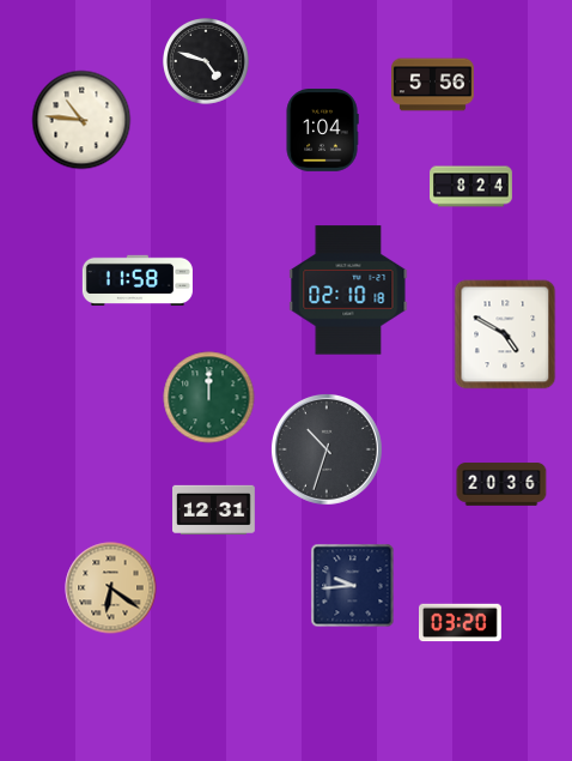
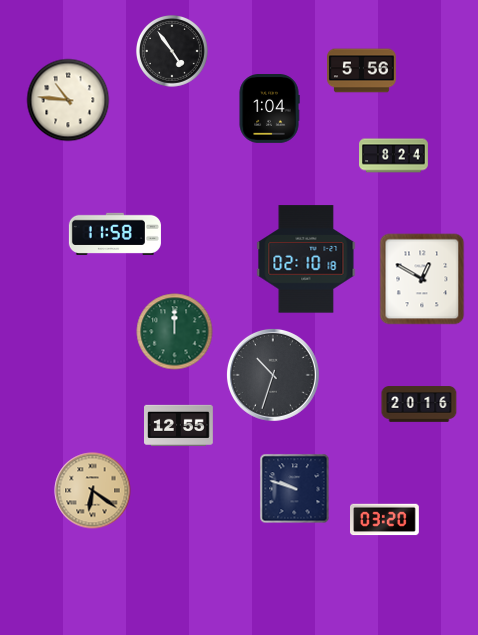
clock at (207, 62): 4:48 -> 4:54
clock at (348, 290) position: (348, 290) -> (306, 259)
clock at (505, 334): 4:50 -> 12:50
clock at (501, 484): 20:36 -> 20:16
clock at (214, 509): 12:31 -> 12:55
clock at (353, 586): 9:44 -> 9:48
